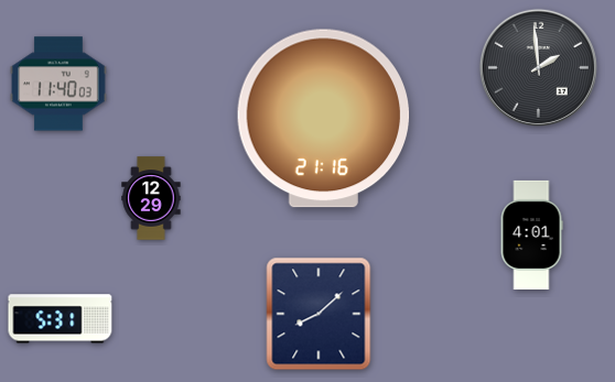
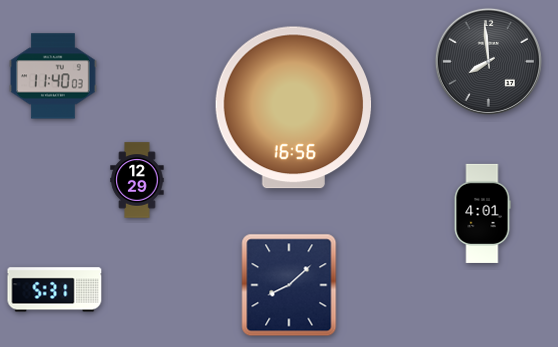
clock at (538, 67): 1:59 -> 7:59
clock at (324, 119): 21:16 -> 16:56
